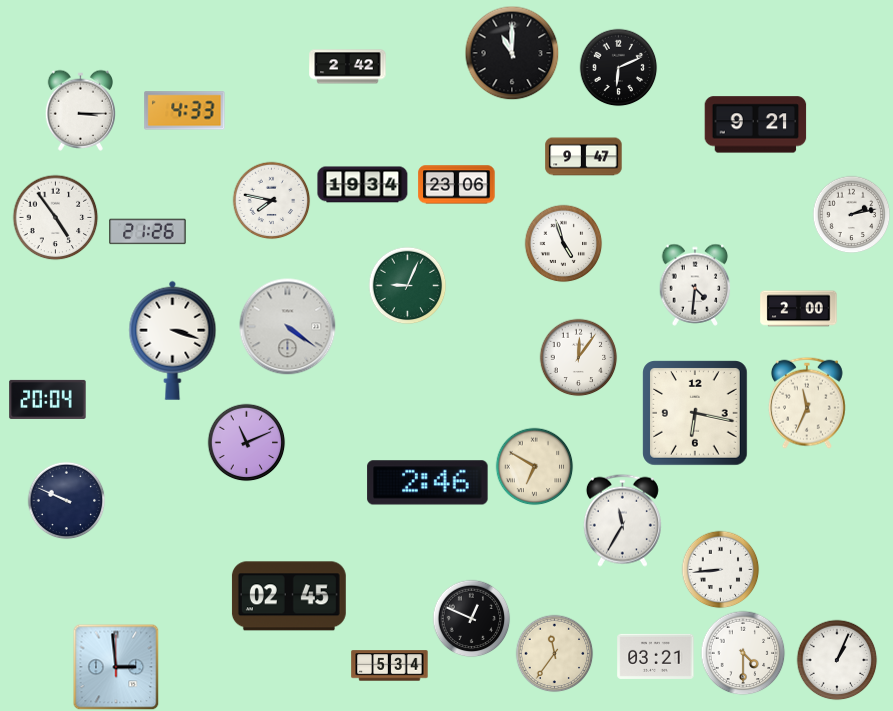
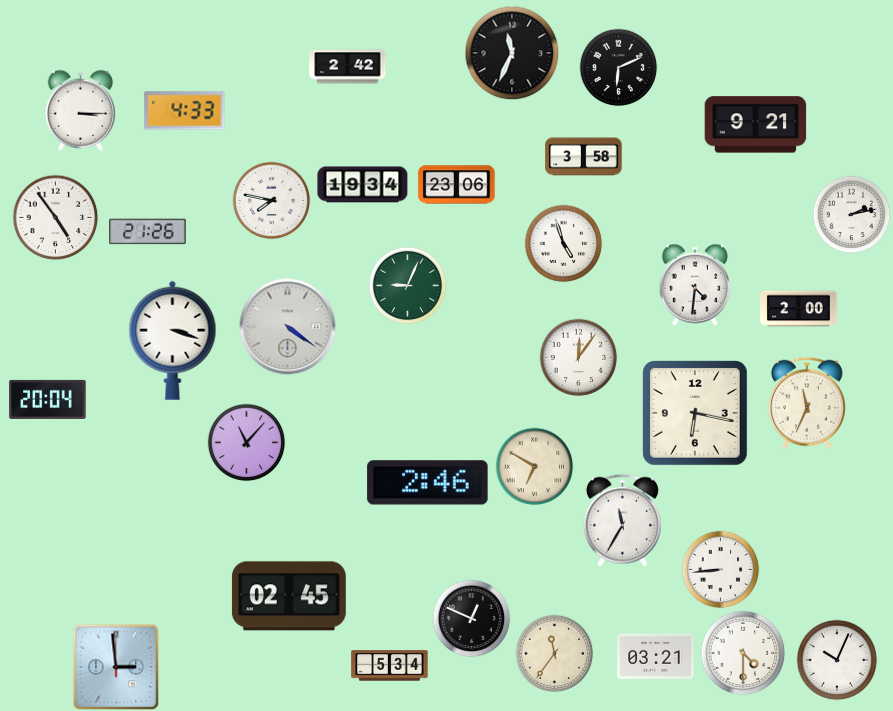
clock at (512, 53): 11:00 -> 11:34
clock at (584, 157): 9:47 -> 3:58
clock at (246, 442): 11:11 -> 11:07
clock at (66, 500): 9:49 -> none
clock at (837, 660): 1:04 -> 10:04
